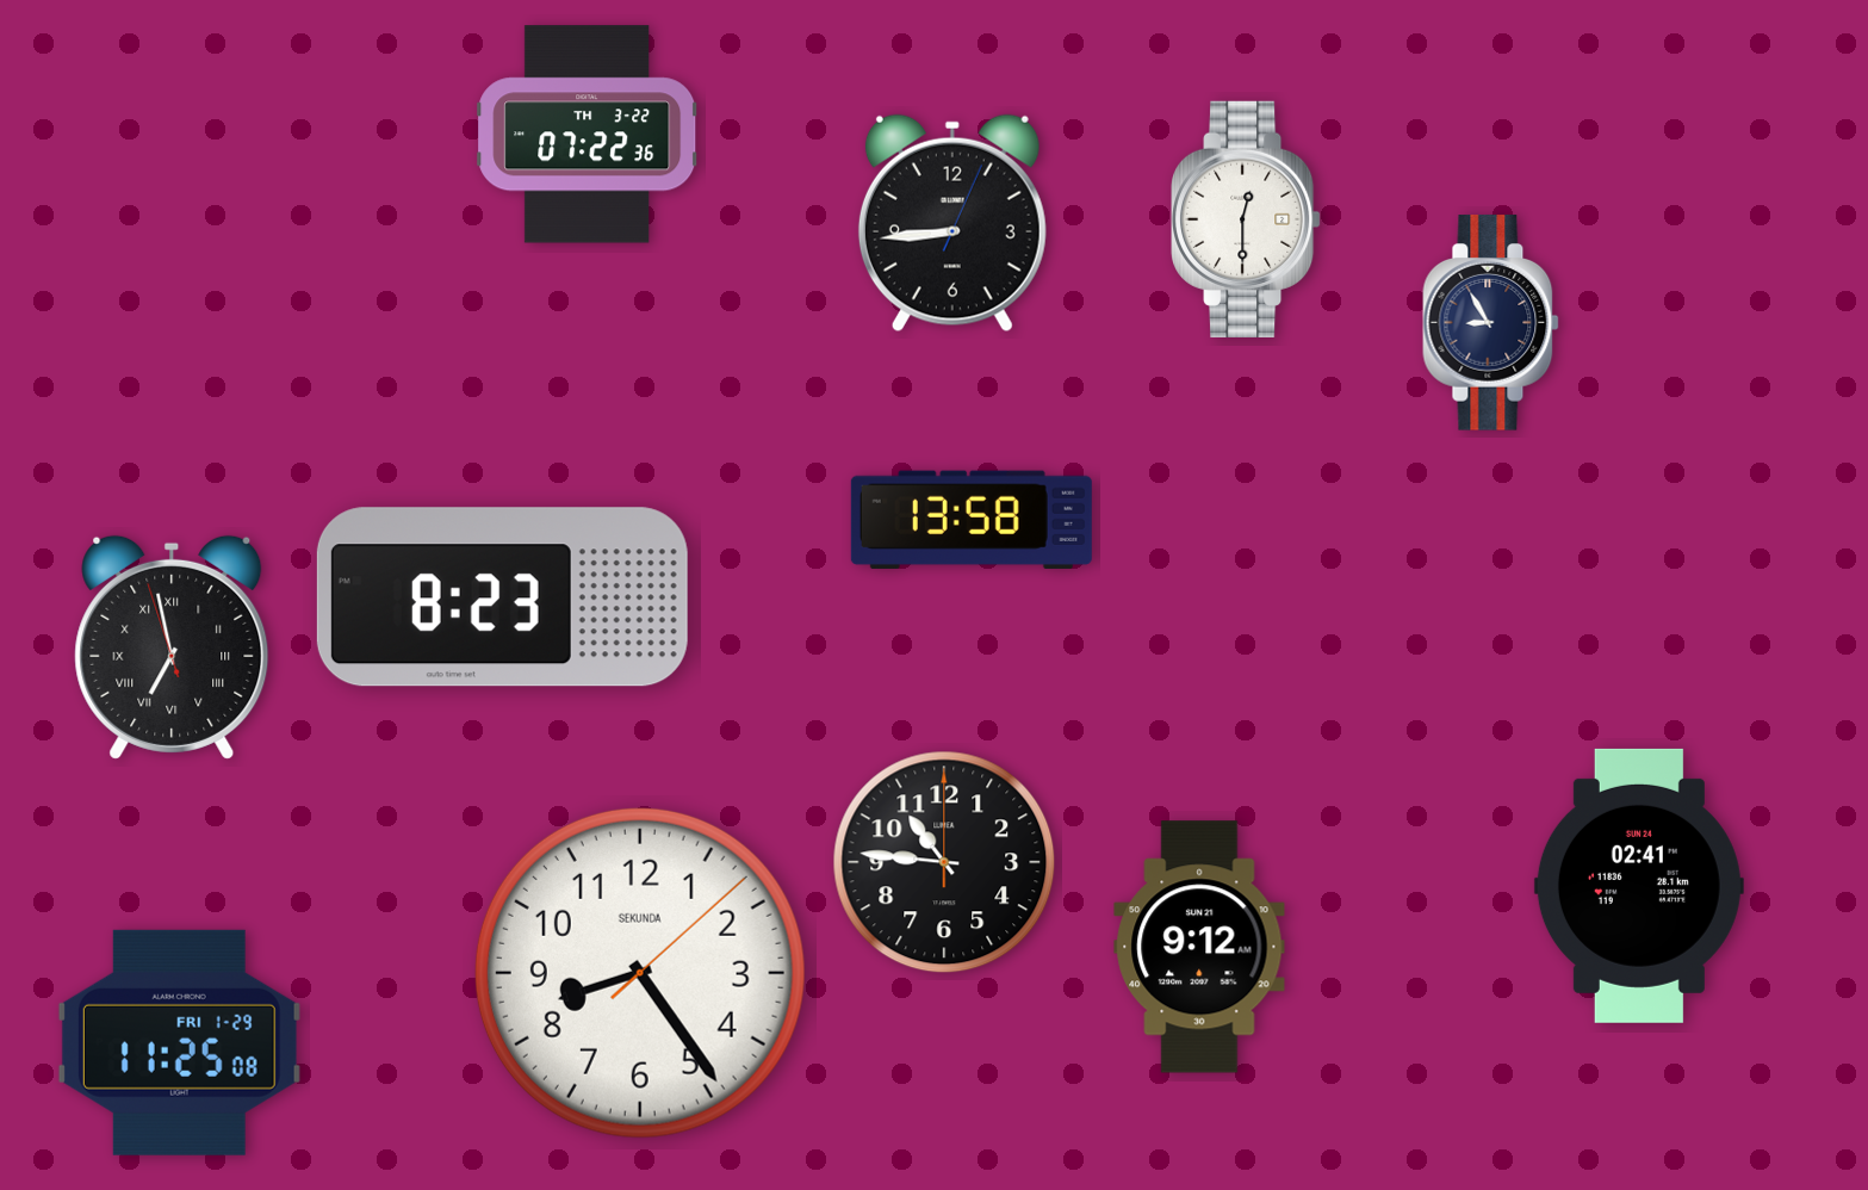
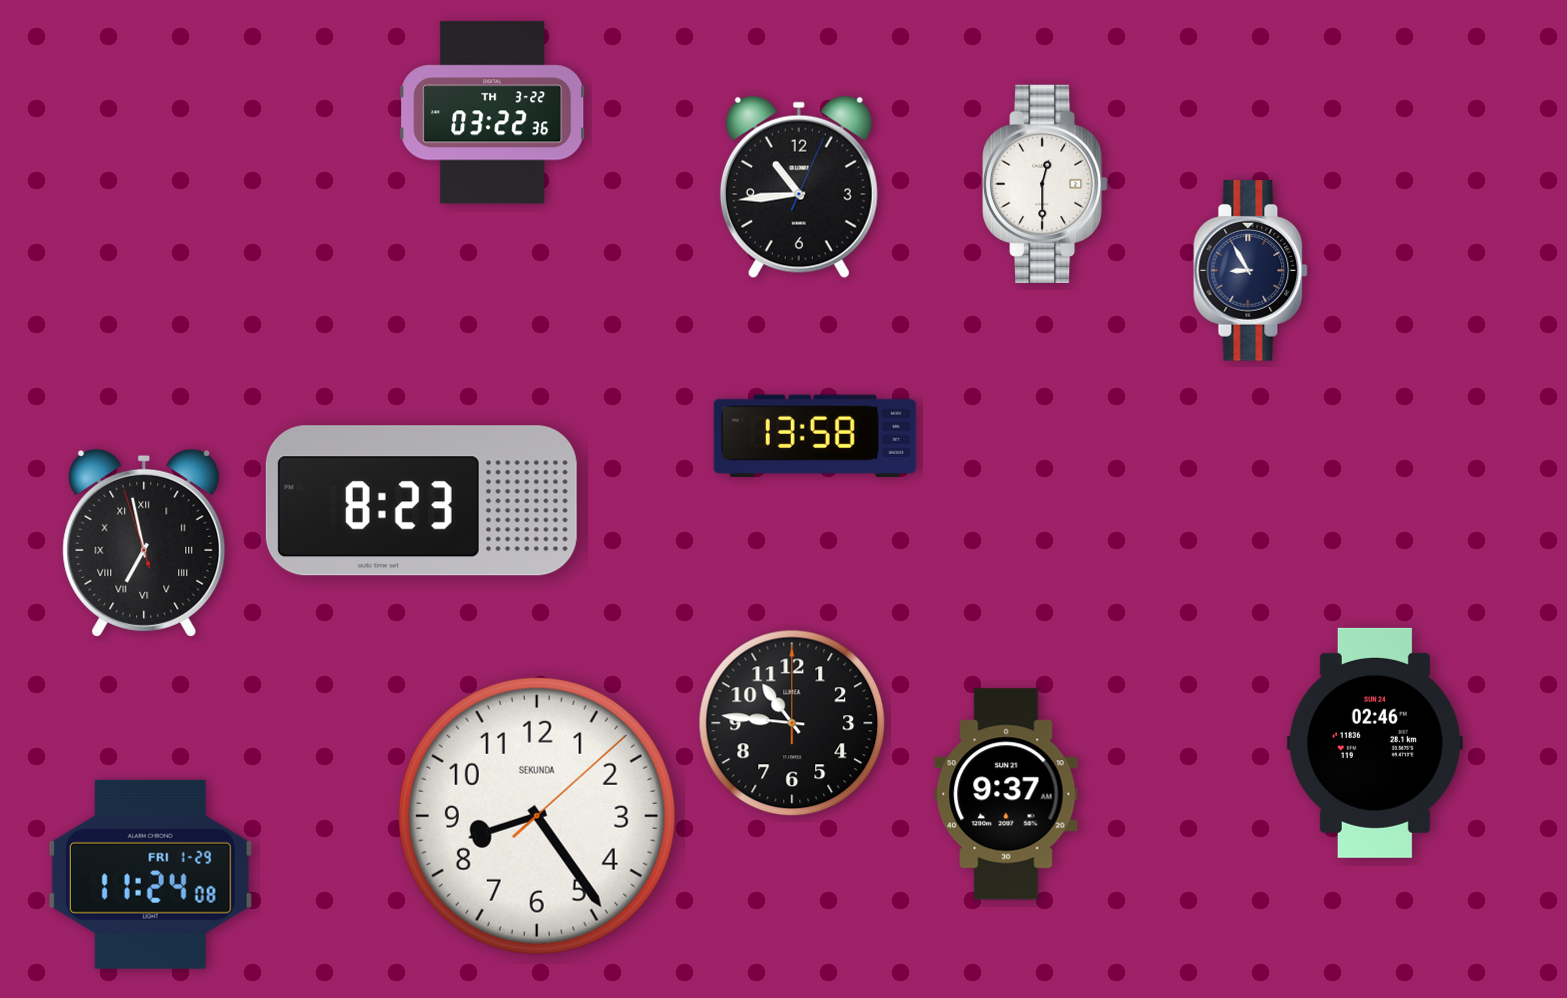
clock at (588, 135): 07:22 -> 03:22
clock at (952, 223): 8:44 -> 10:44
clock at (1639, 886): 02:41 -> 02:46
clock at (1199, 947): 9:12 -> 9:37
clock at (179, 1042): 11:25 -> 11:24
